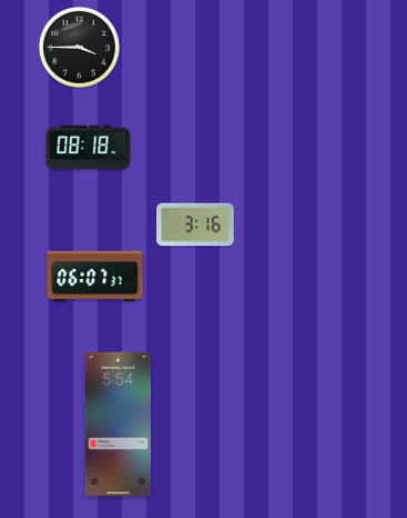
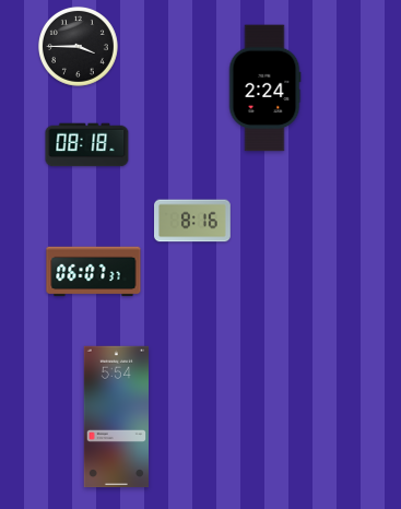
clock at (264, 88): none -> 2:24
clock at (196, 225): 3:16 -> 8:16
